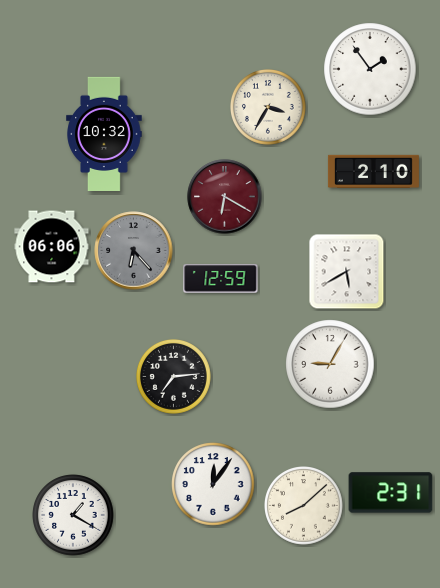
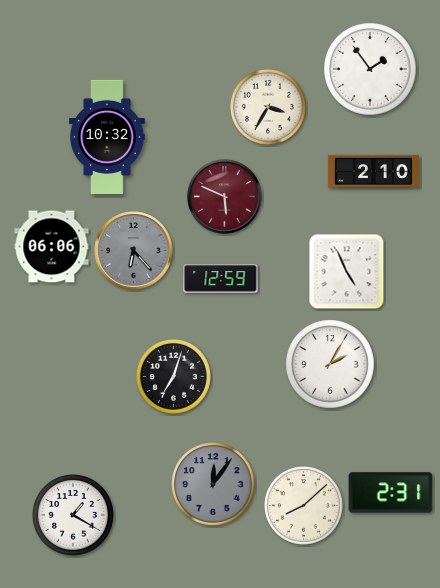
clock at (104, 133) position: (104, 133) -> (107, 136)
clock at (225, 197): 6:20 -> 5:49
clock at (347, 272): 5:40 -> 4:56
clock at (330, 364): 9:05 -> 2:05
clock at (173, 376): 7:14 -> 7:03
clock at (213, 484) dial: white -> grey
